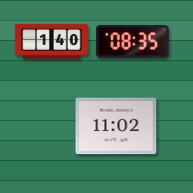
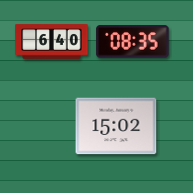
clock at (52, 42): 1:40 -> 6:40
clock at (116, 126): 11:02 -> 15:02
